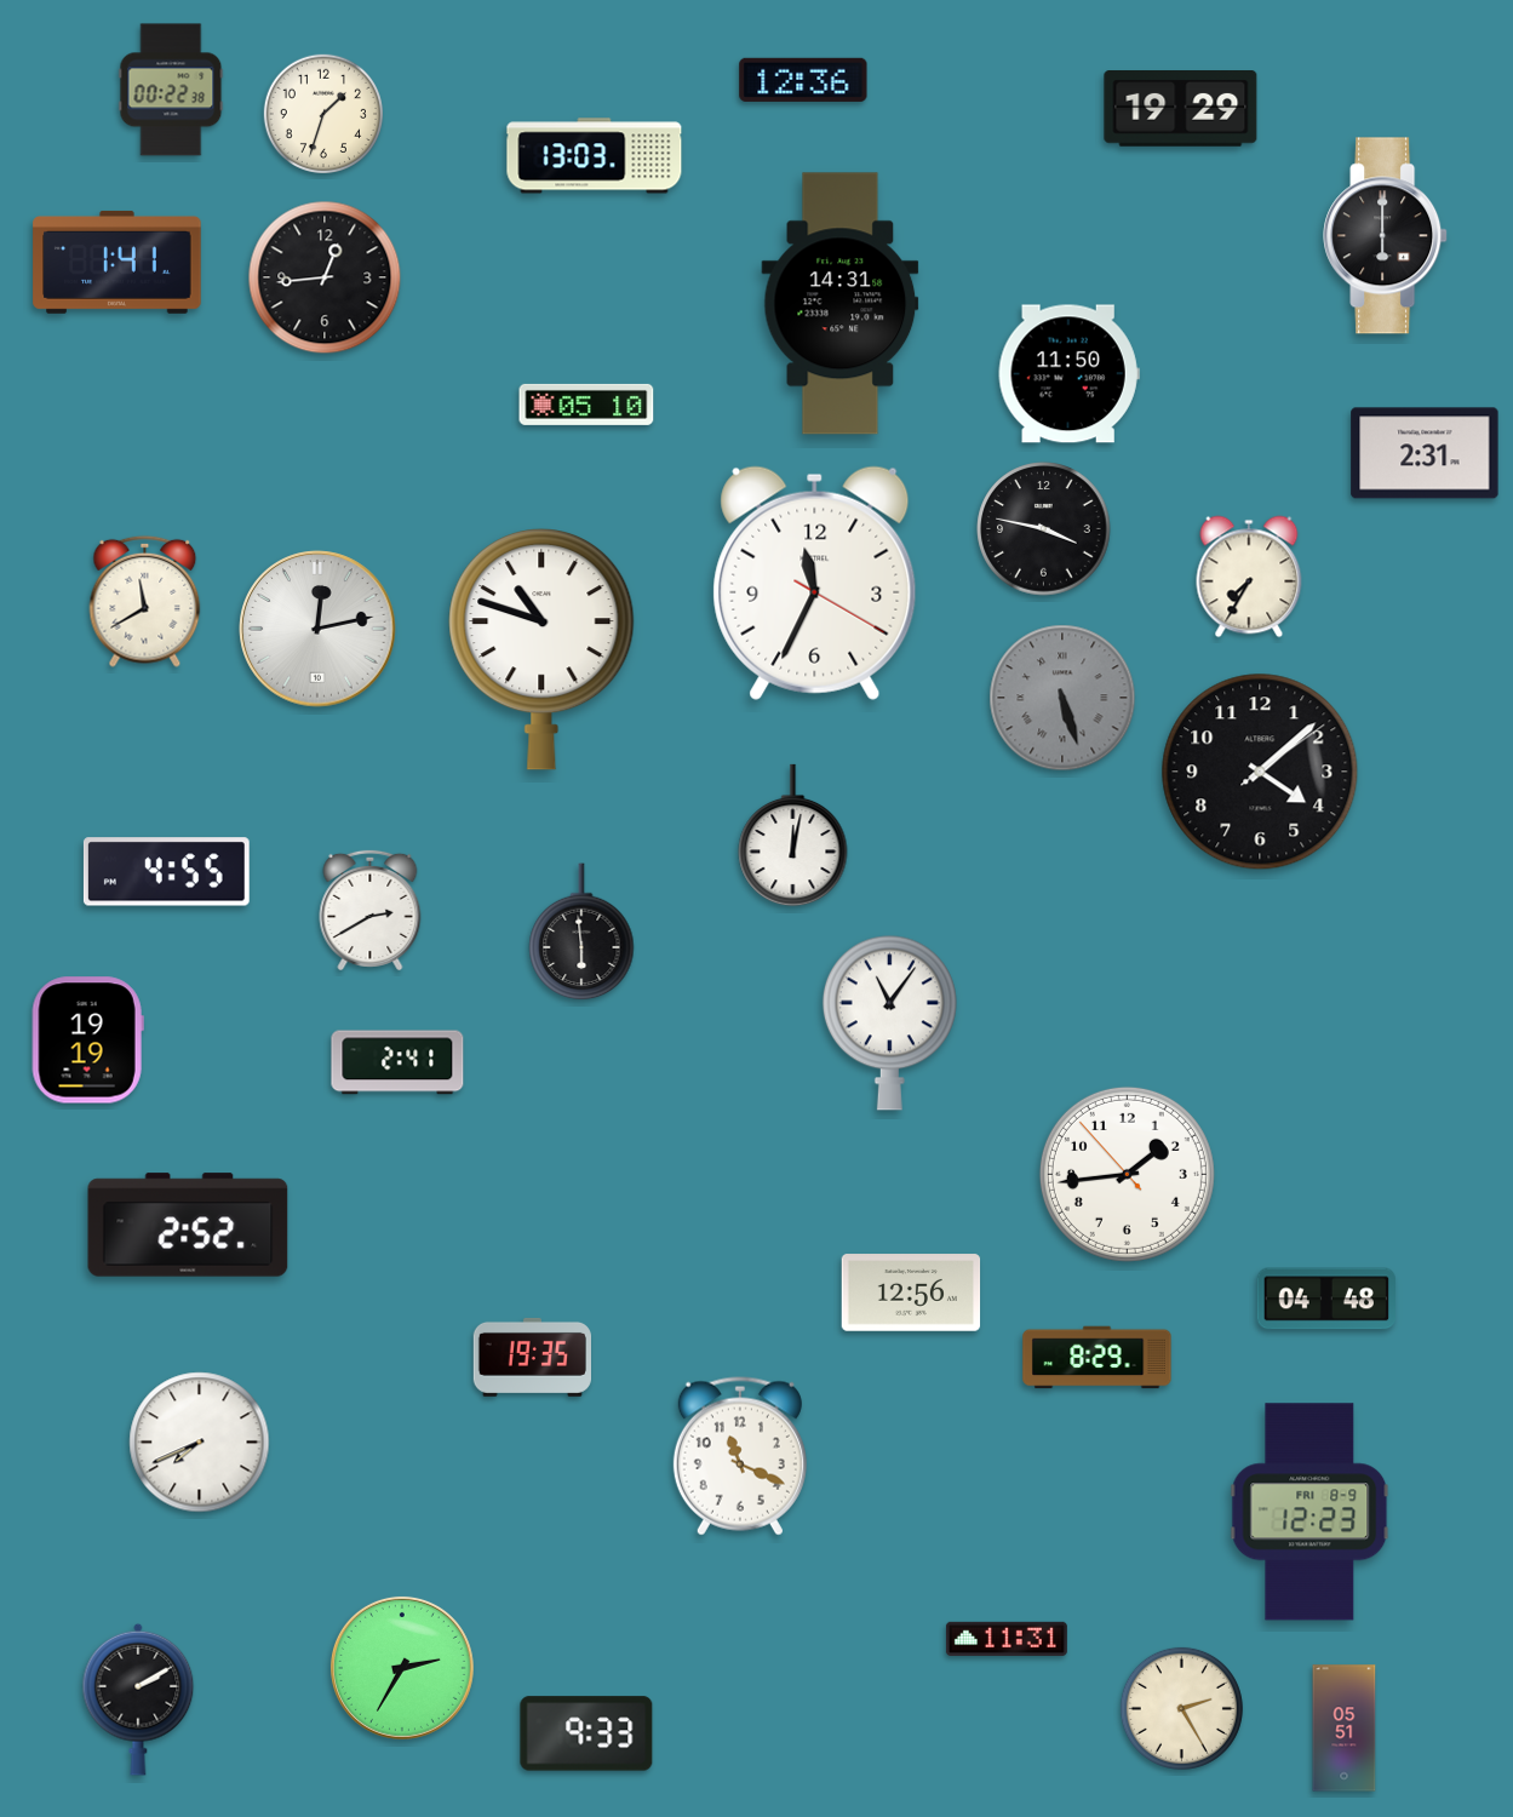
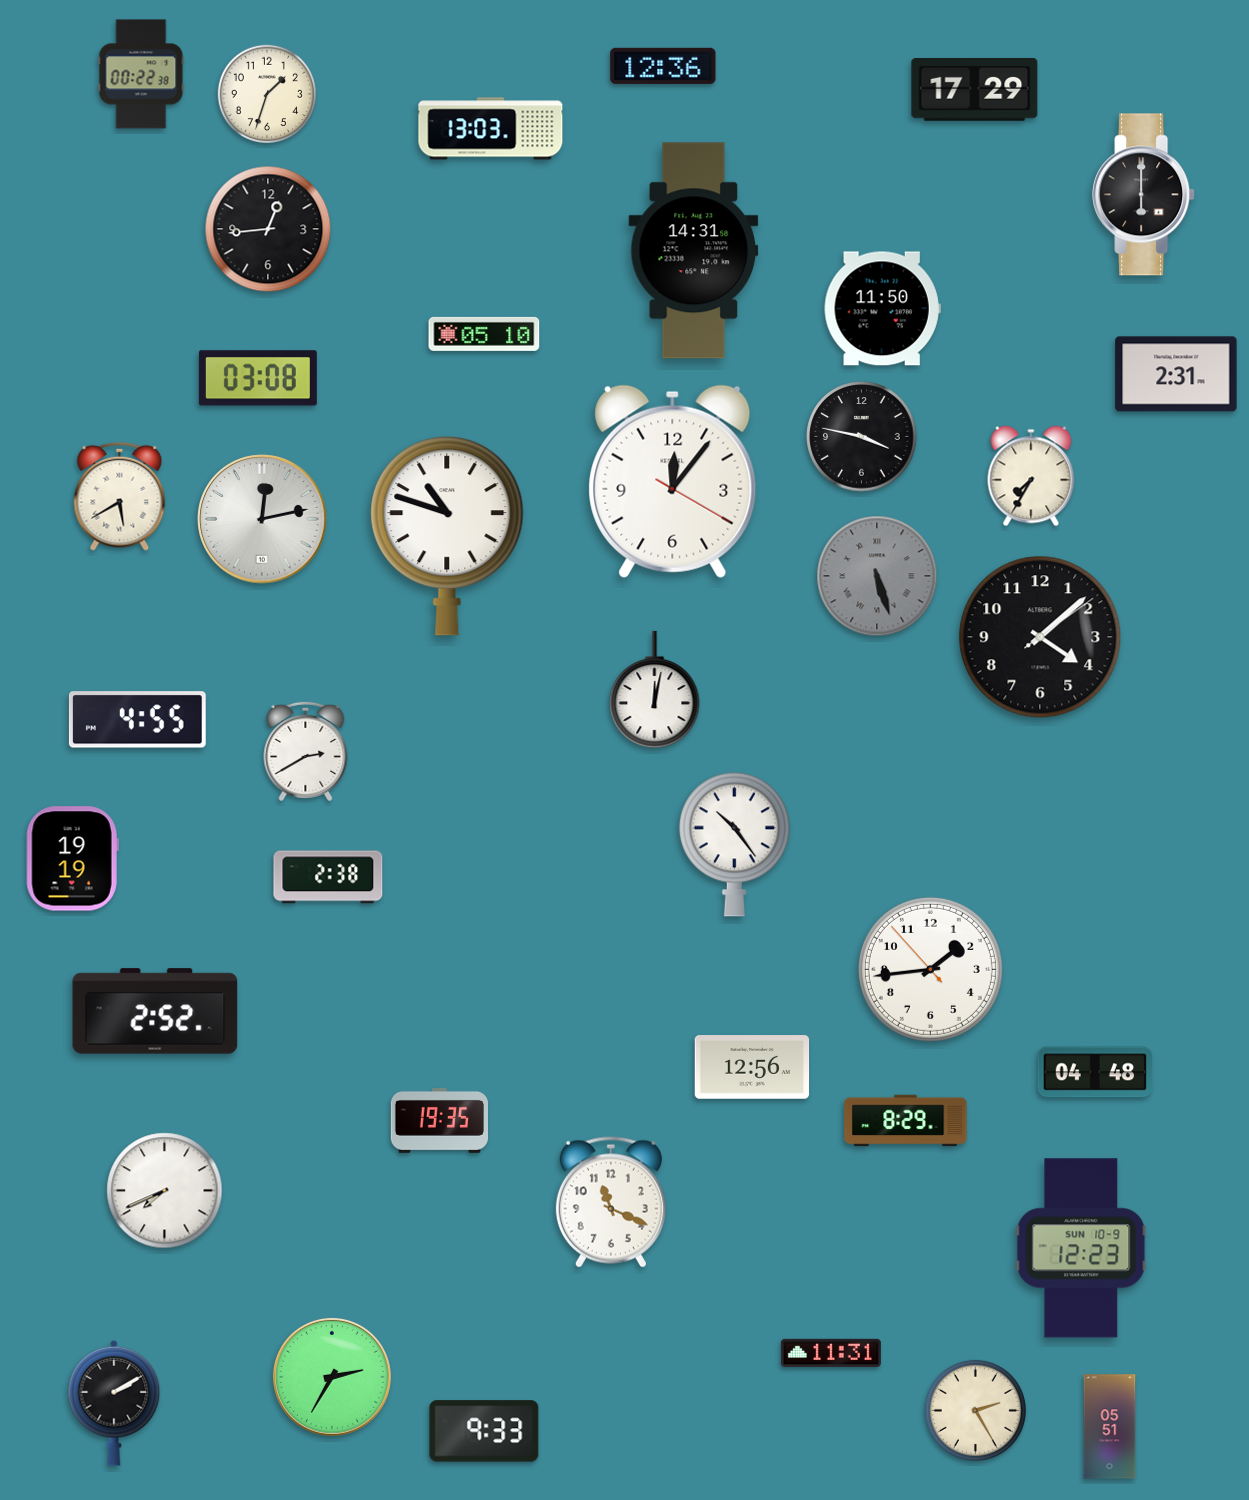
clock at (1181, 109): 19:29 -> 17:29
clock at (118, 262): 1:41 -> none
clock at (258, 378): none -> 03:08
clock at (815, 583): 11:34 -> 12:06
clock at (145, 601): 11:40 -> 5:40
clock at (581, 933): 5:59 -> none
clock at (889, 1022): 11:06 -> 10:24
clock at (397, 1062): 2:41 -> 2:38
clock at (1309, 1512) date: FRI 8-9 -> SUN 10-9
